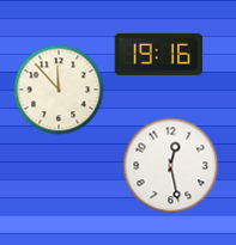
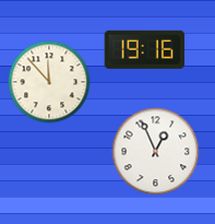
clock at (59, 90) position: (59, 90) -> (49, 82)
clock at (171, 166): 12:28 -> 12:56
